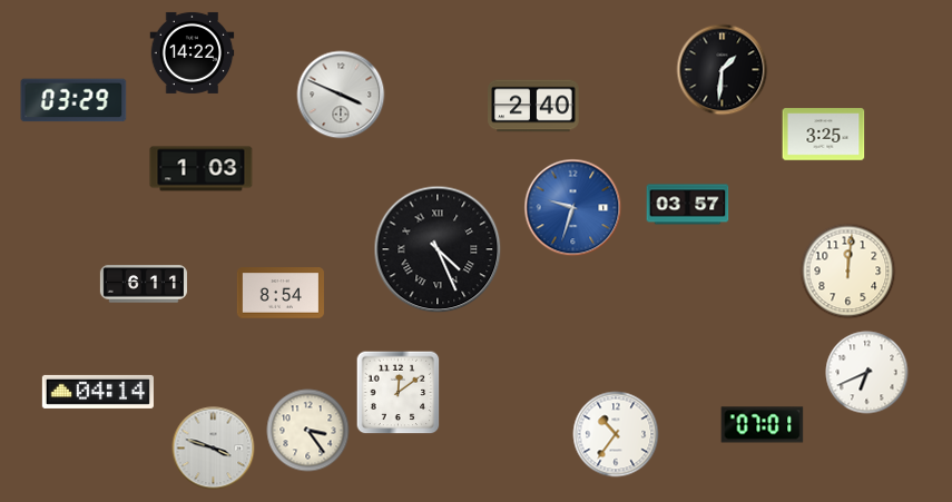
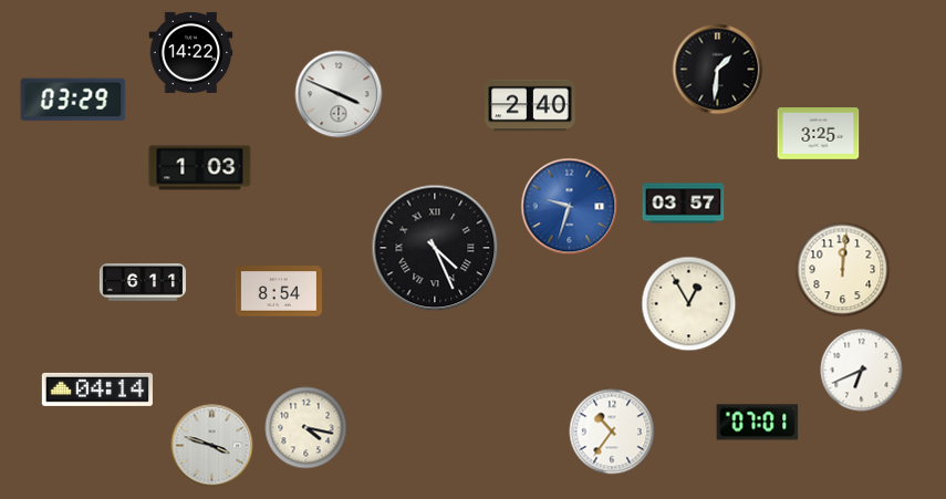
clock at (689, 304): none -> 12:55
clock at (399, 393): 12:09 -> none
clock at (308, 431): 3:24 -> 4:17
